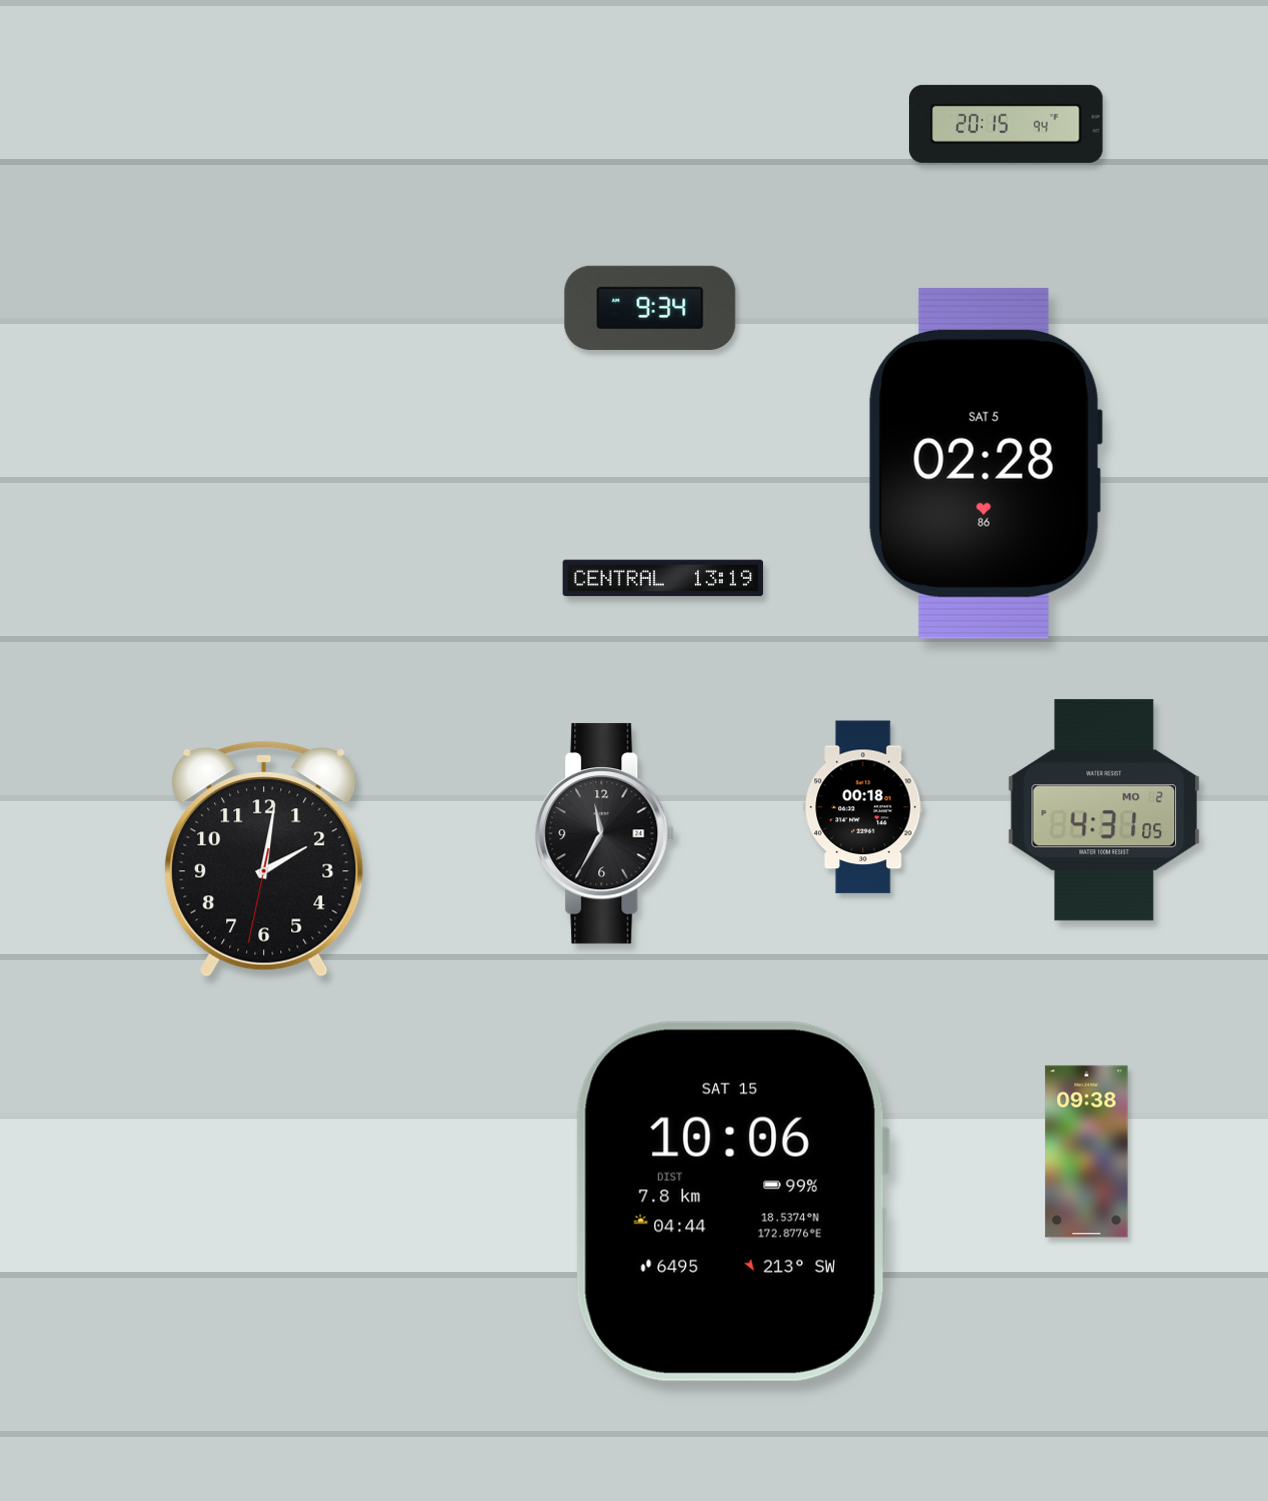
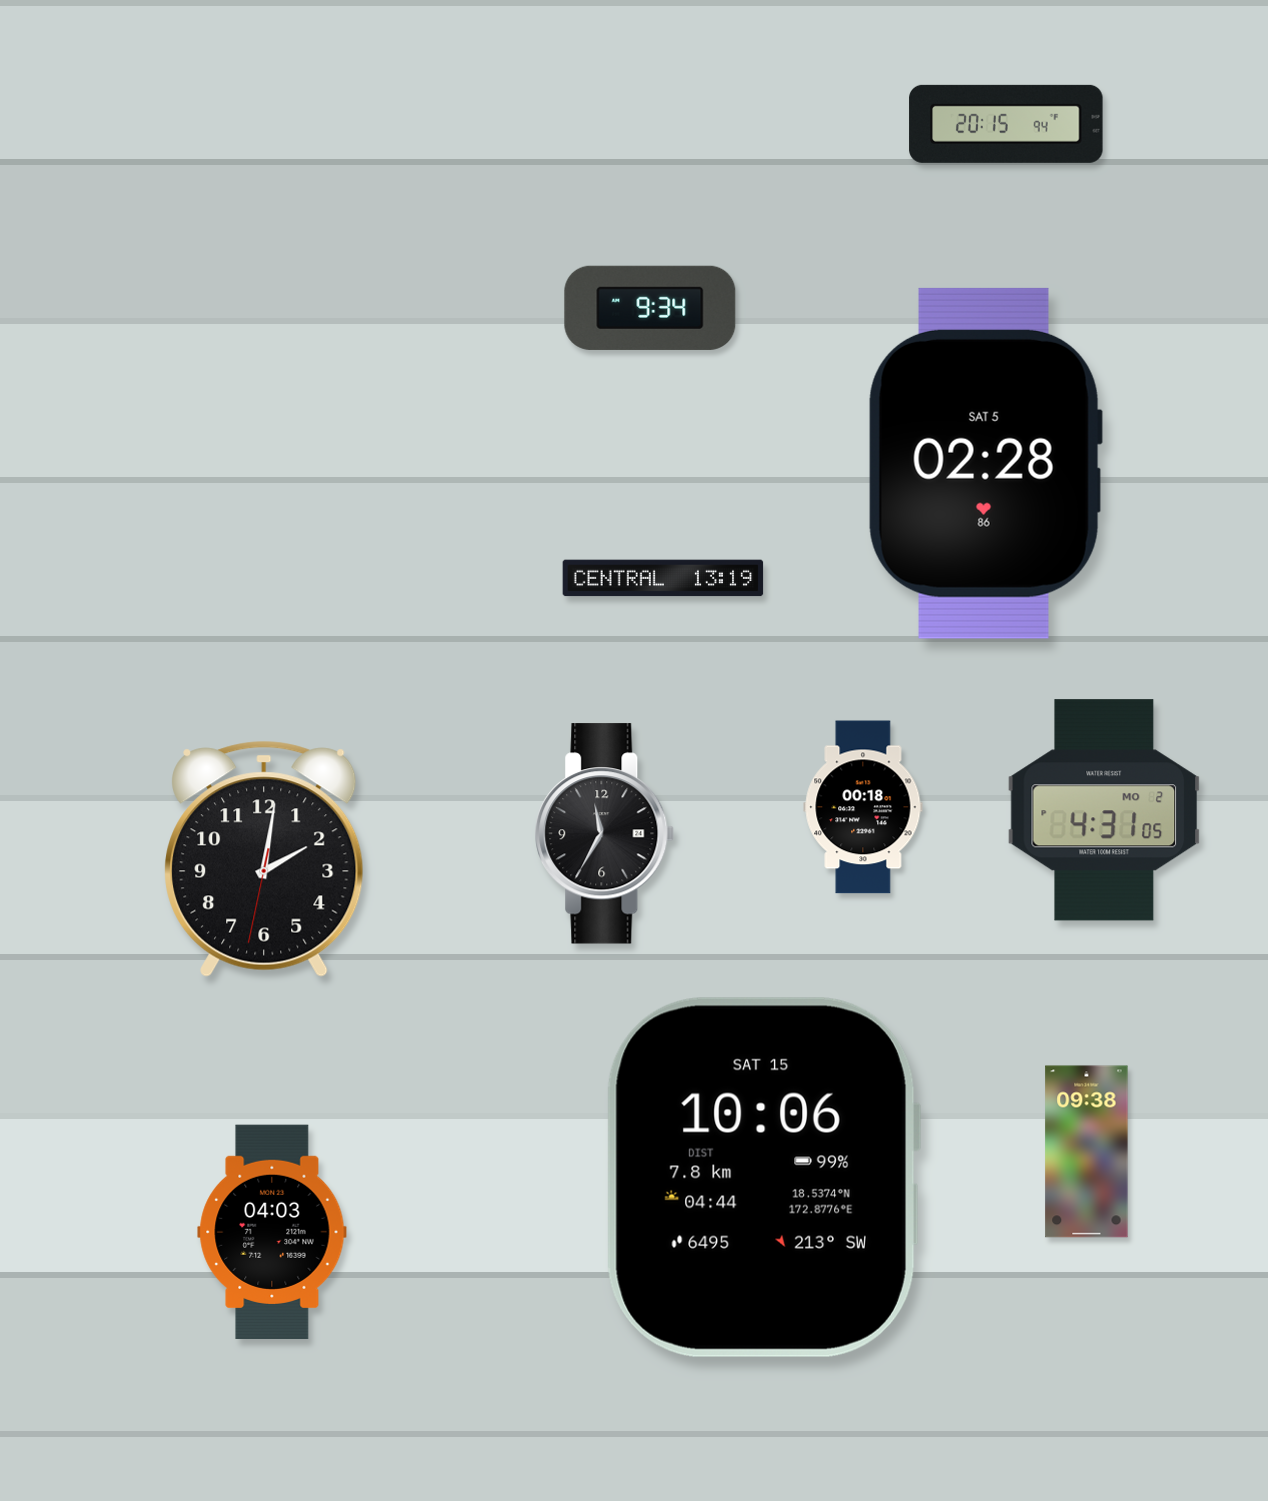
clock at (732, 1201) position: (732, 1201) -> (763, 1177)
clock at (272, 1231): none -> 04:03
